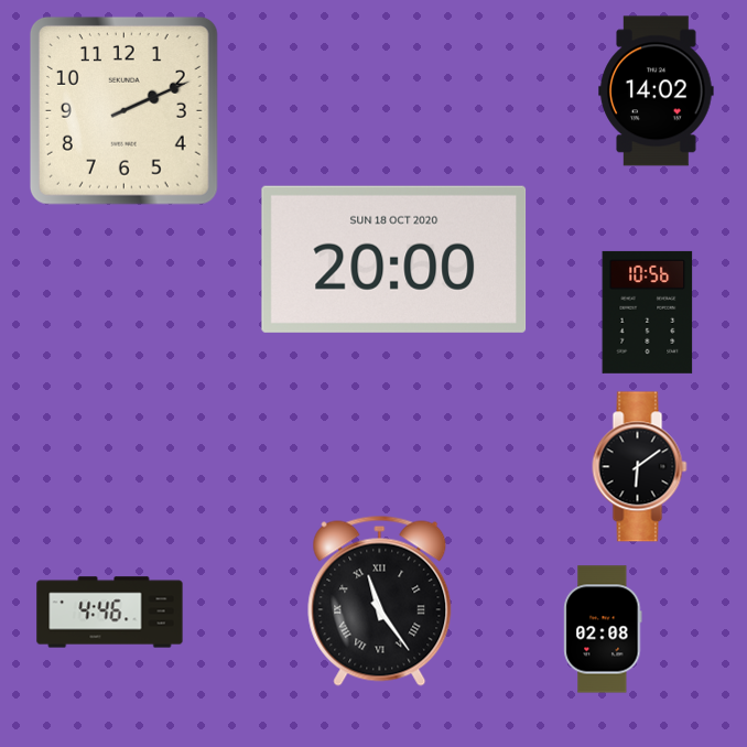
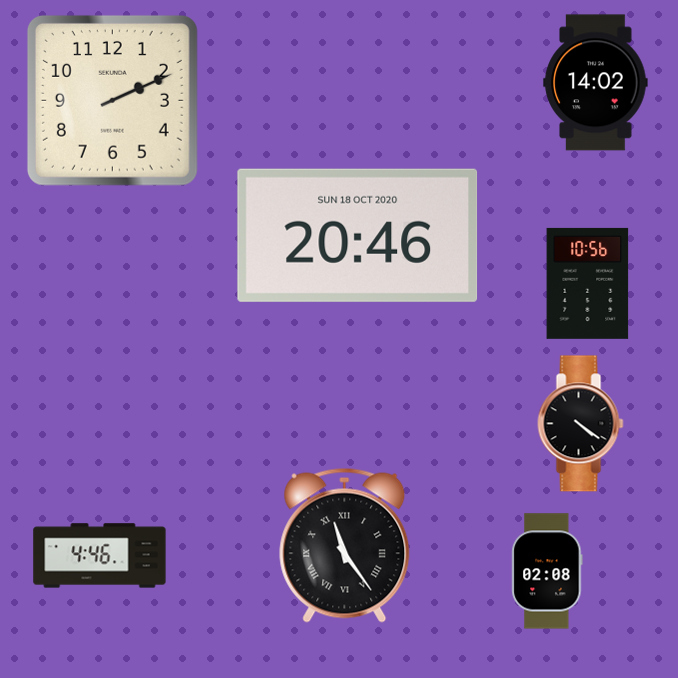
clock at (394, 259): 20:00 -> 20:46
clock at (640, 467): 6:09 -> 4:21
